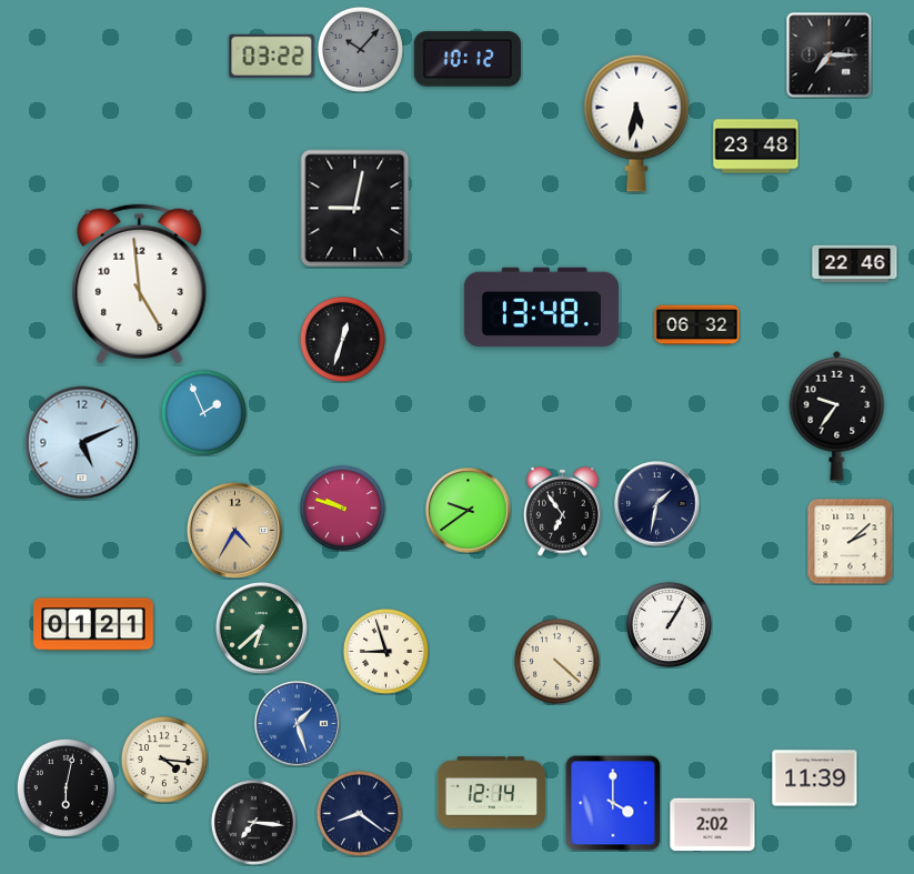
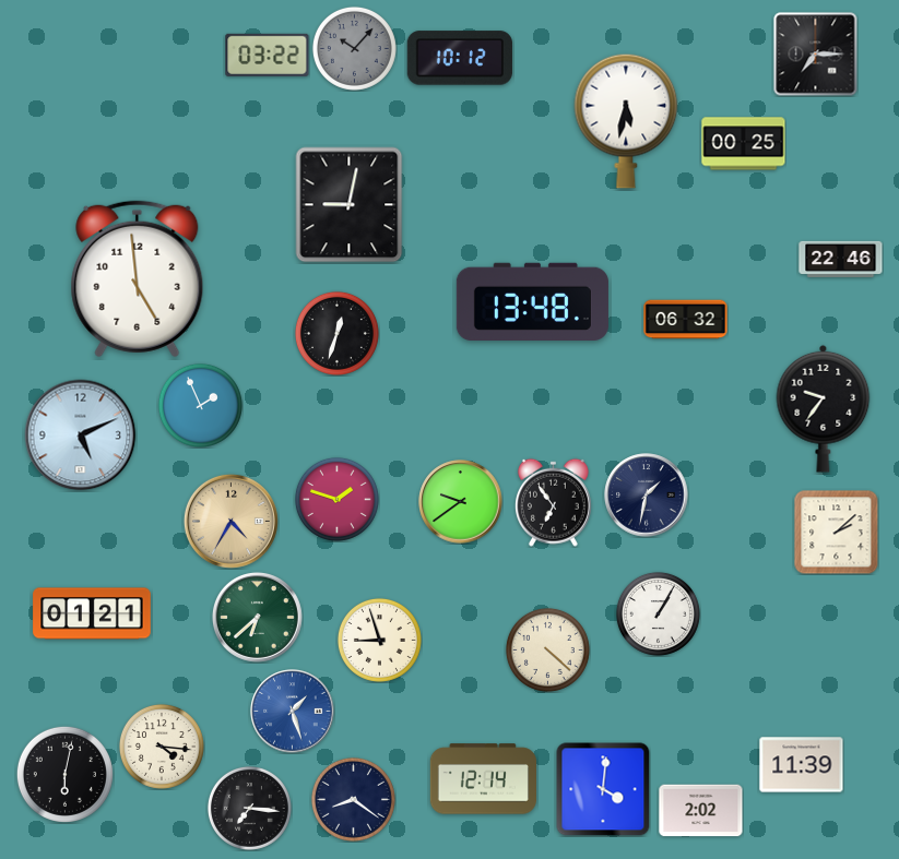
clock at (756, 147): 23:48 -> 00:25
clock at (342, 508): 9:48 -> 1:48
clock at (613, 803): 4:00 -> 4:01
